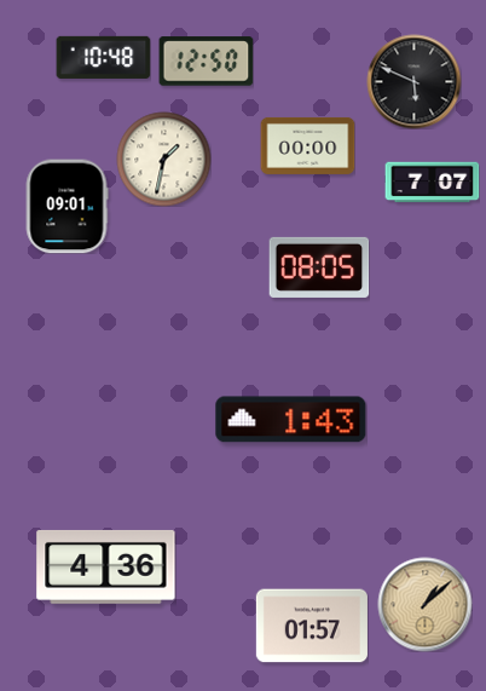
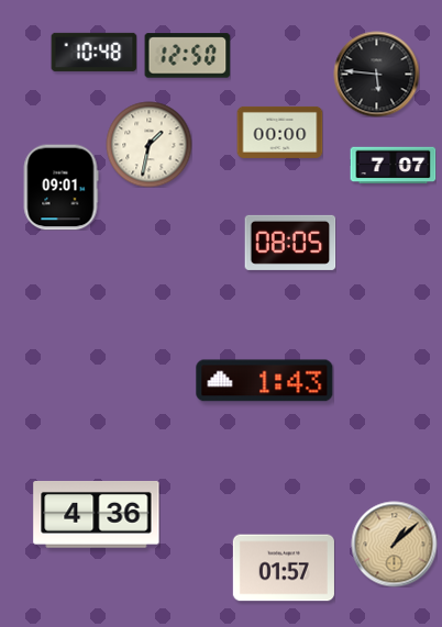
clock at (413, 81): 5:49 -> 5:46
clock at (424, 604) position: (424, 604) -> (394, 544)
